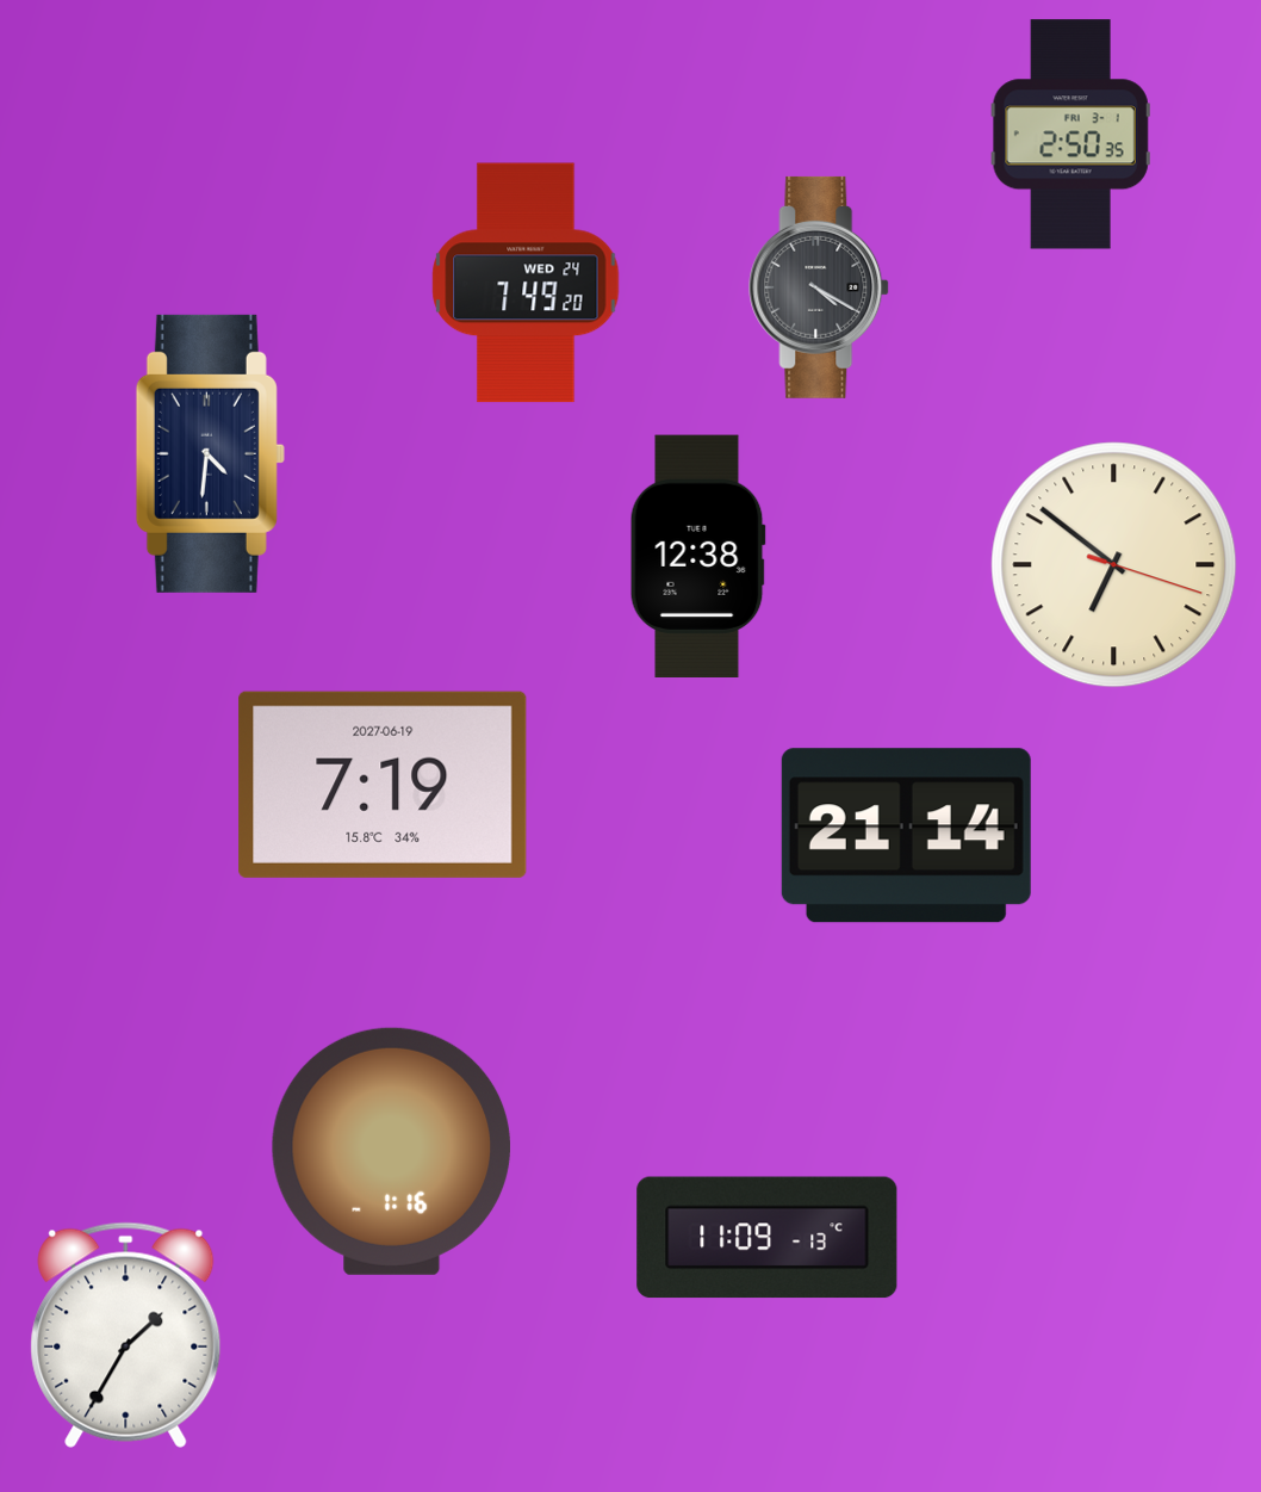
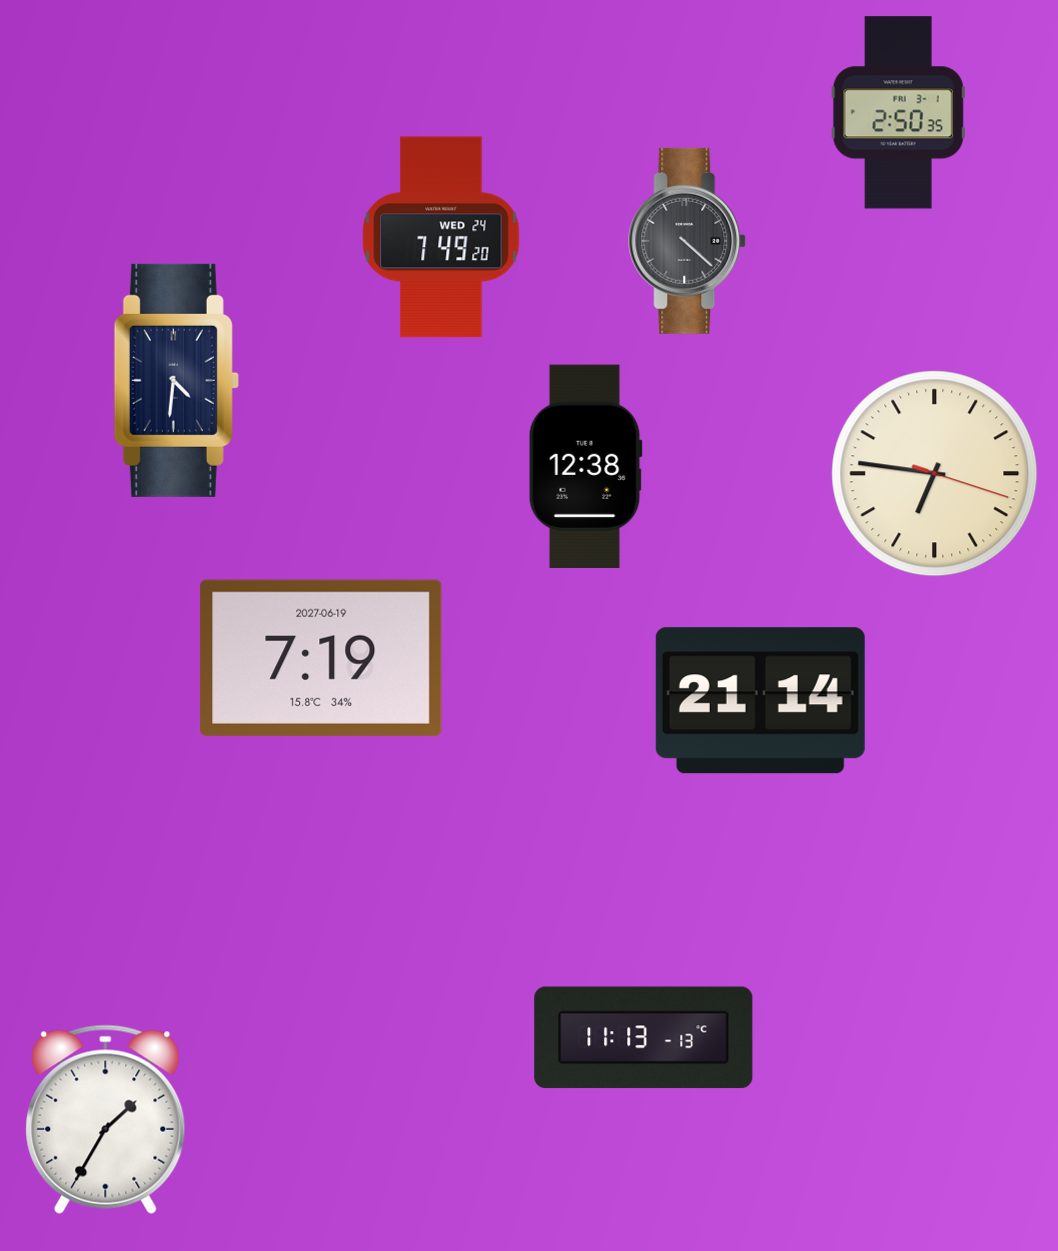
clock at (820, 287): 4:20 -> 4:22
clock at (1114, 565): 6:51 -> 6:46
clock at (392, 1151): 1:16 -> none
clock at (768, 1238): 11:09 -> 11:13
